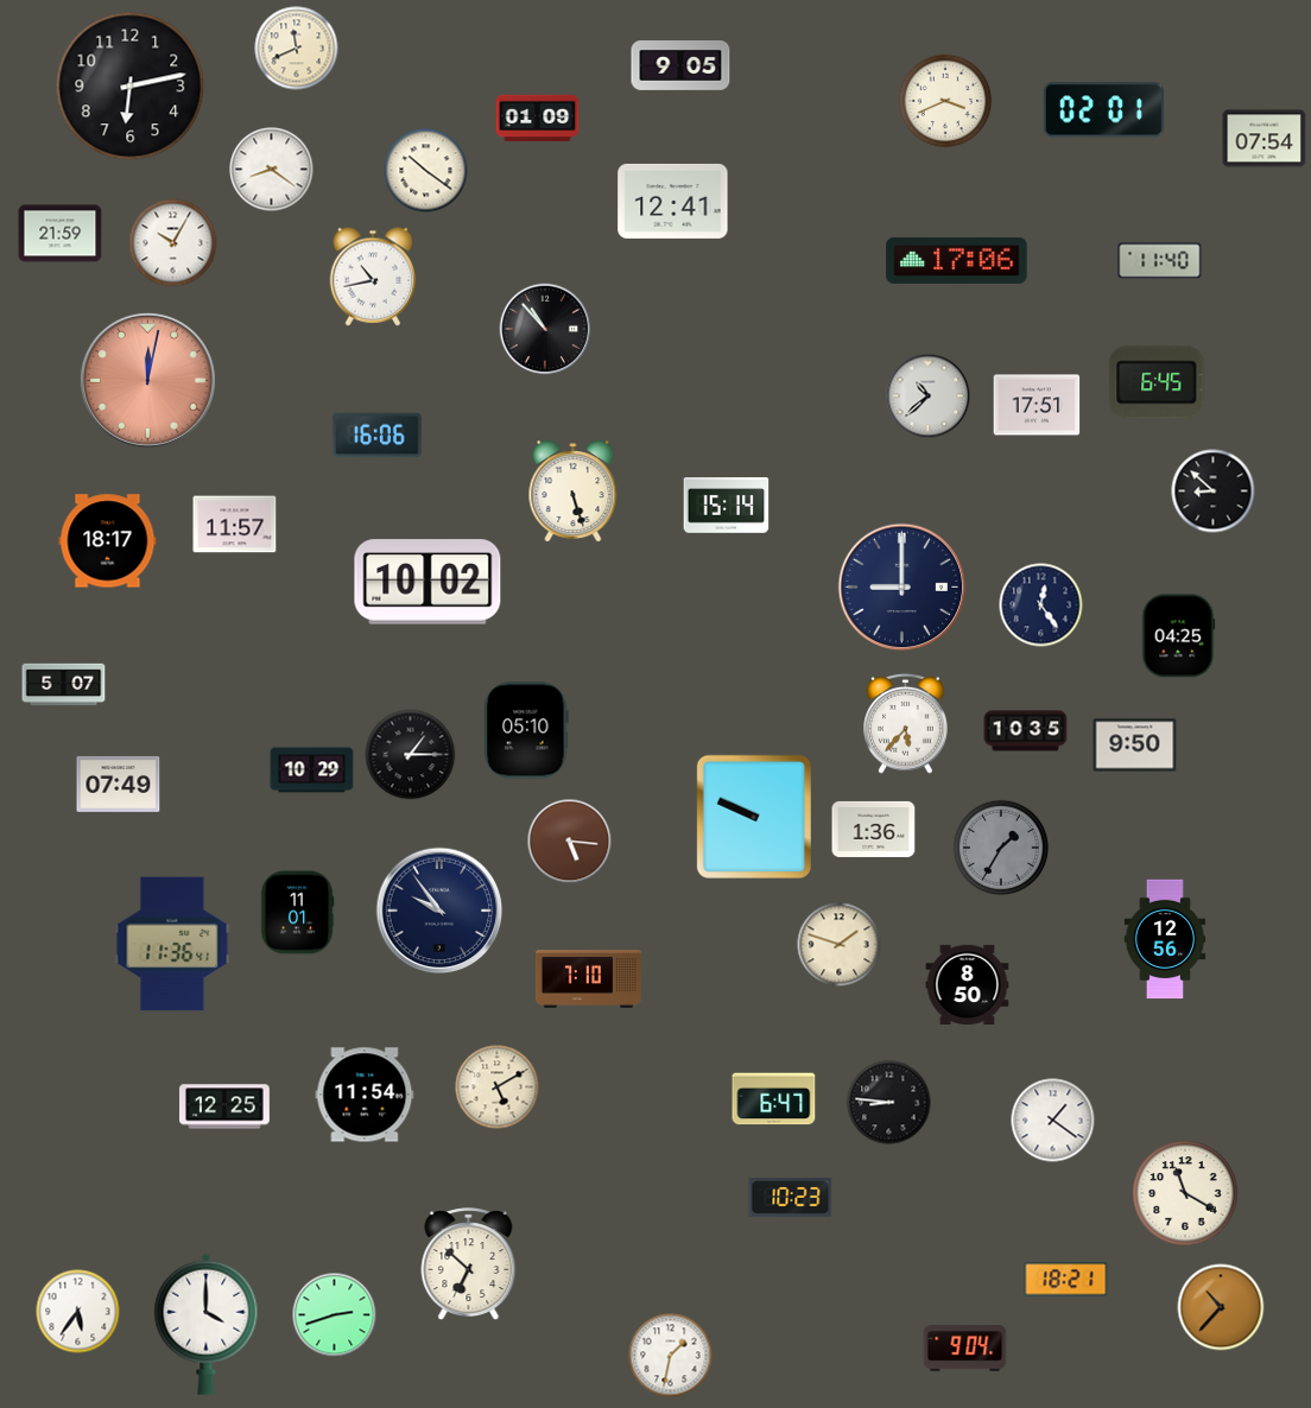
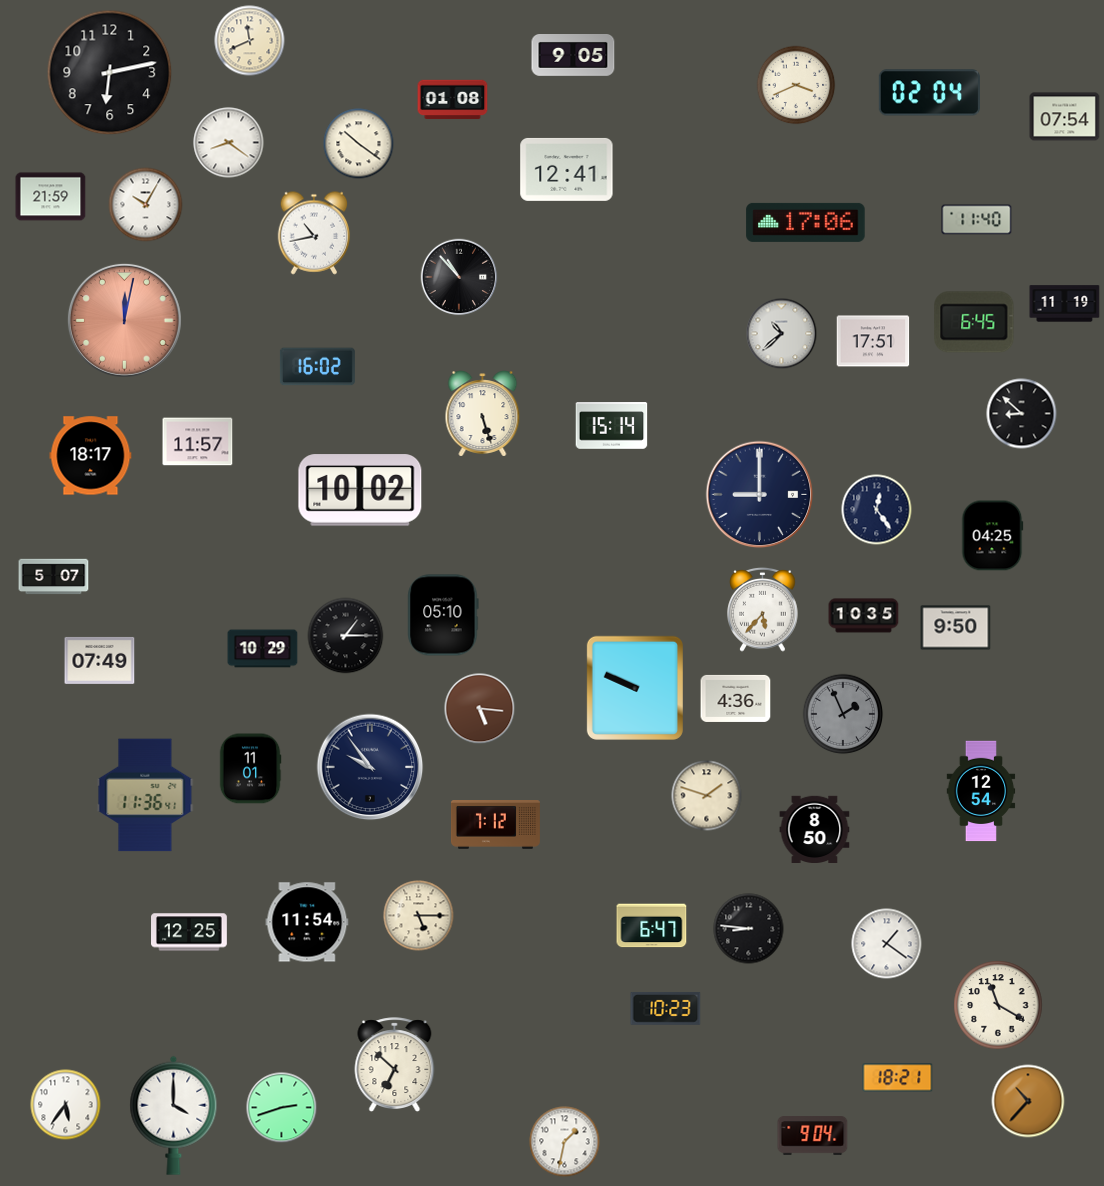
clock at (1103, 110): 02:01 -> 02:04
clock at (538, 119): 01:09 -> 01:08
clock at (957, 260) position: (957, 260) -> (806, 222)
clock at (1065, 304): none -> 11:19
clock at (376, 436): 16:06 -> 16:02
clock at (874, 829): 1:36 -> 4:36
clock at (1001, 848): 1:35 -> 1:56
clock at (1165, 939): 12:56 -> 12:54
clock at (588, 979): 7:10 -> 7:12
clock at (498, 1087): 5:10 -> 5:15
